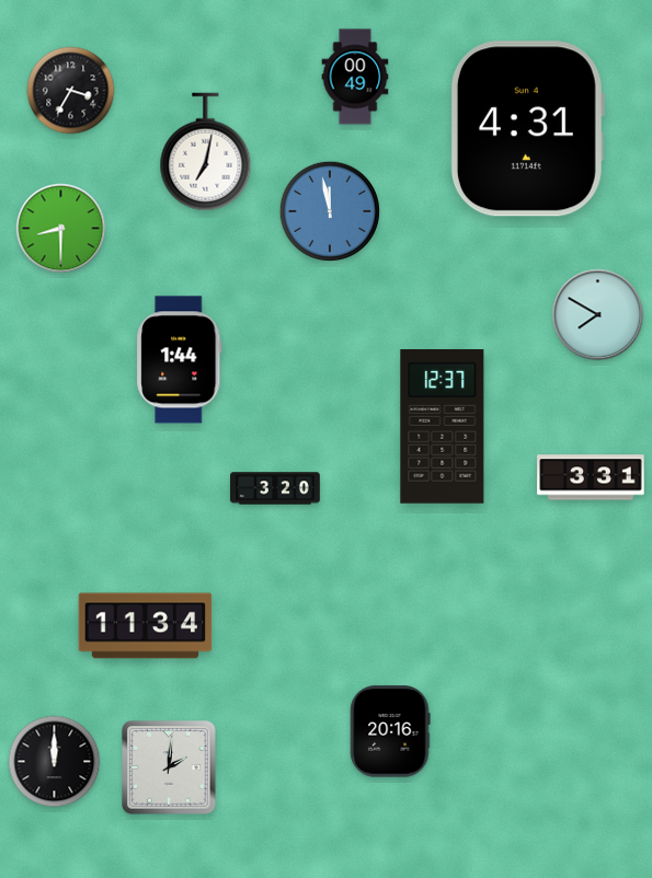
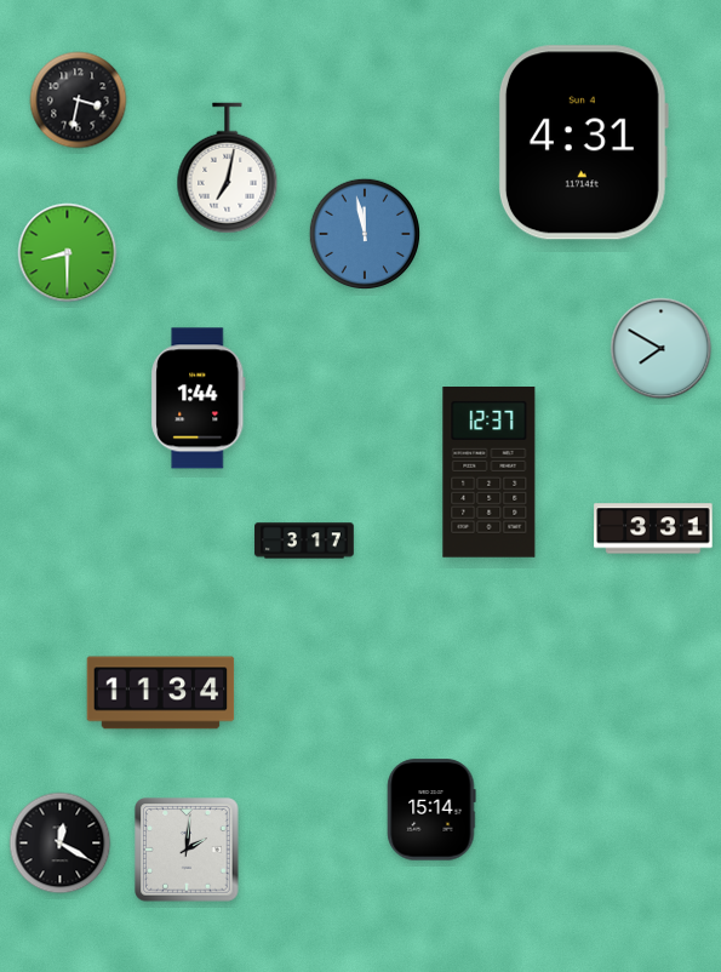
clock at (355, 77): 00:49 -> none
clock at (71, 91): 3:35 -> 3:32
clock at (275, 488): 3:20 -> 3:17
clock at (390, 731): 20:16 -> 15:14
clock at (55, 762): 12:00 -> 12:20
